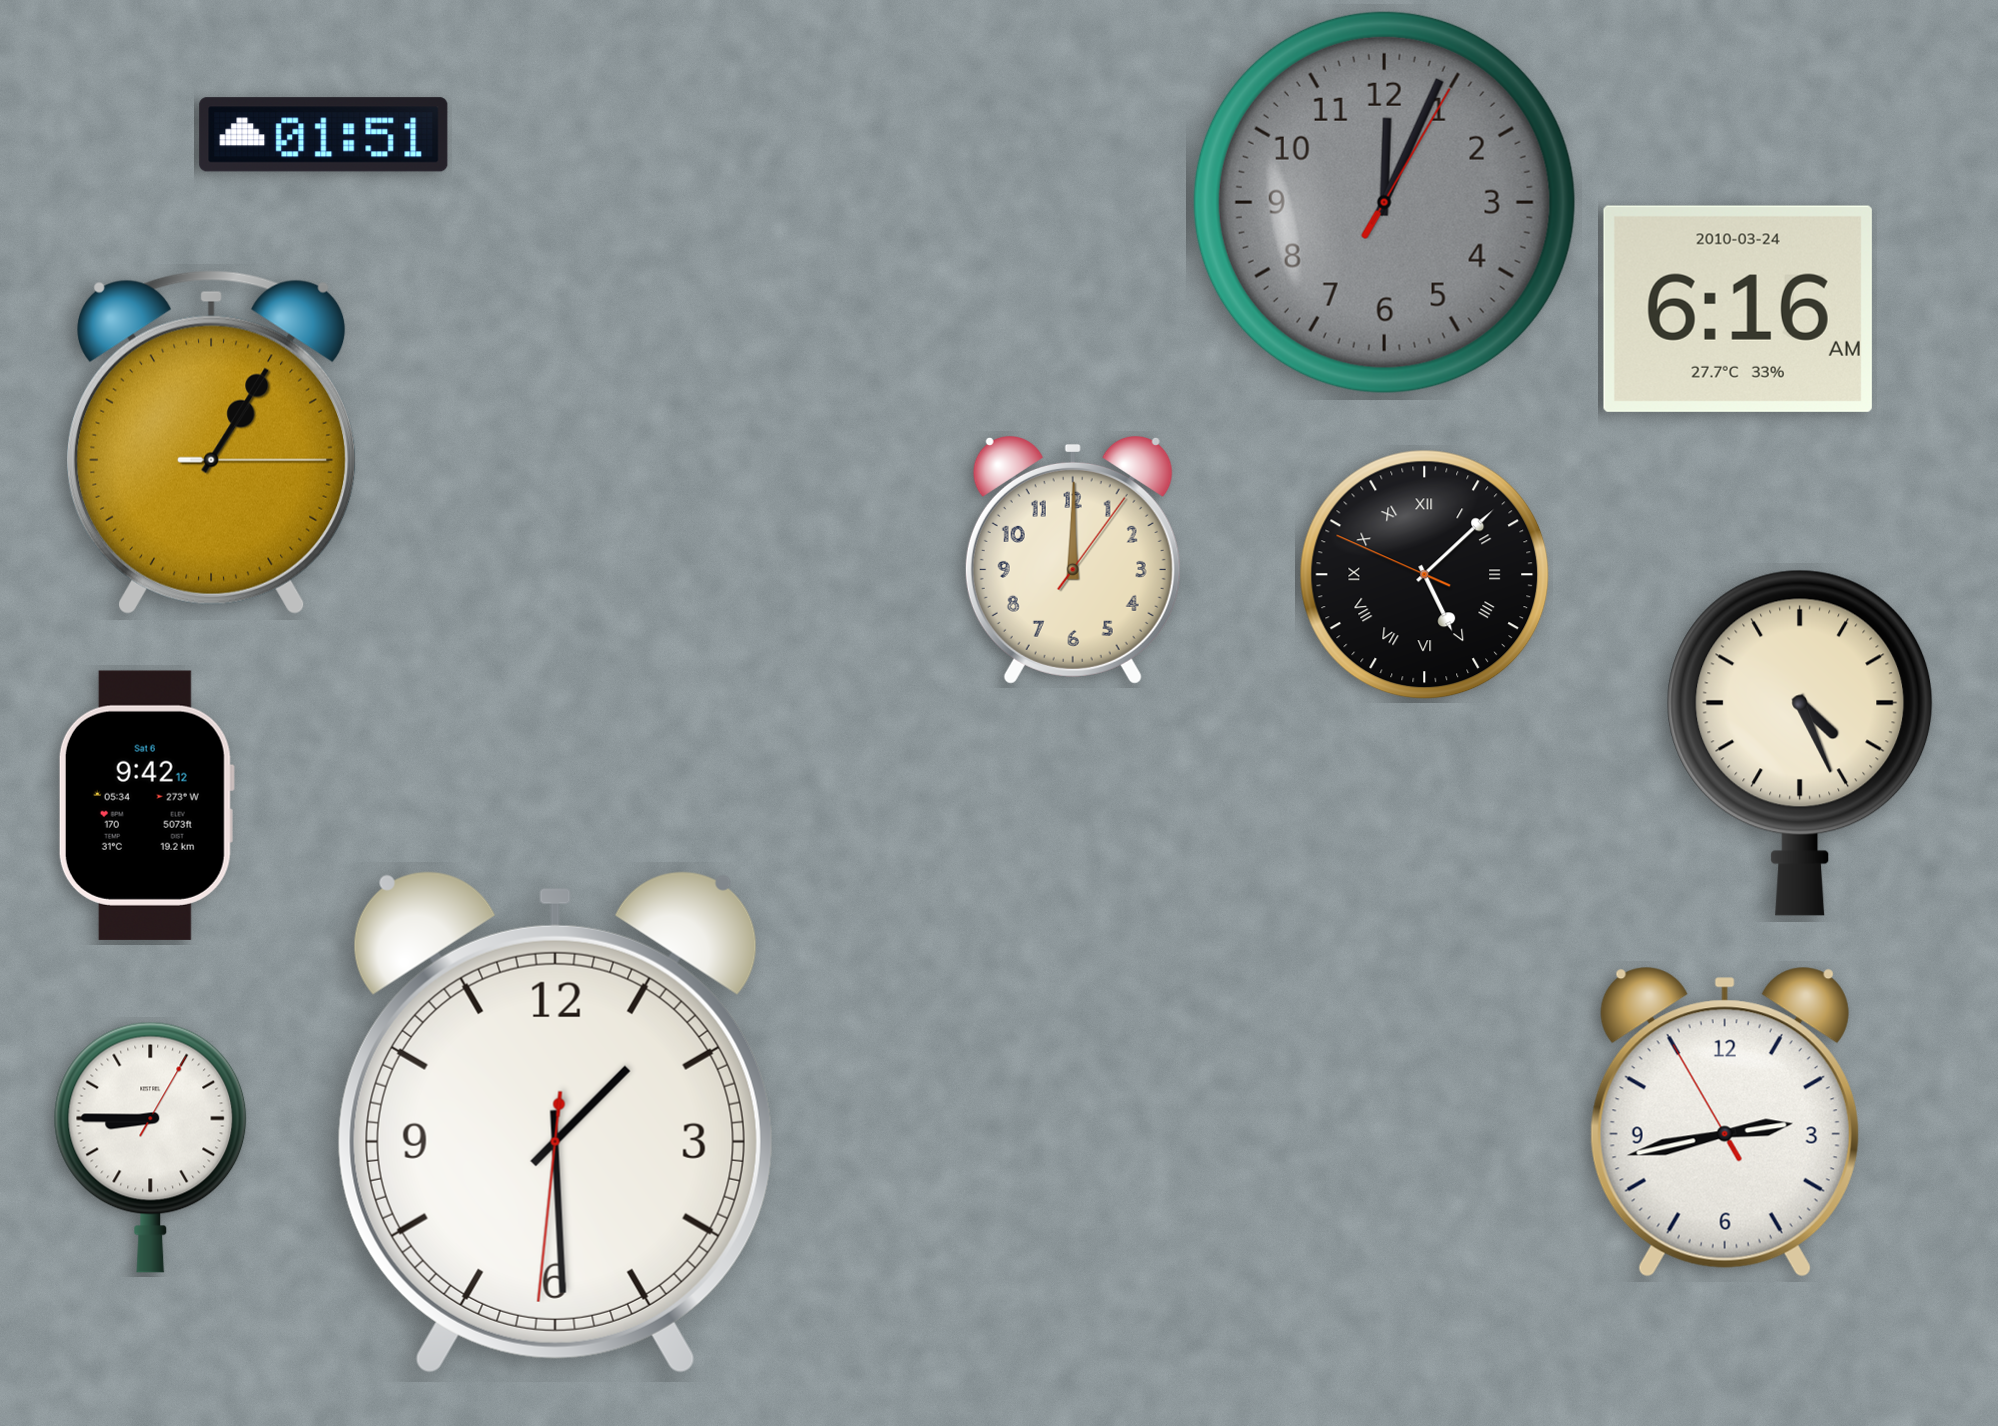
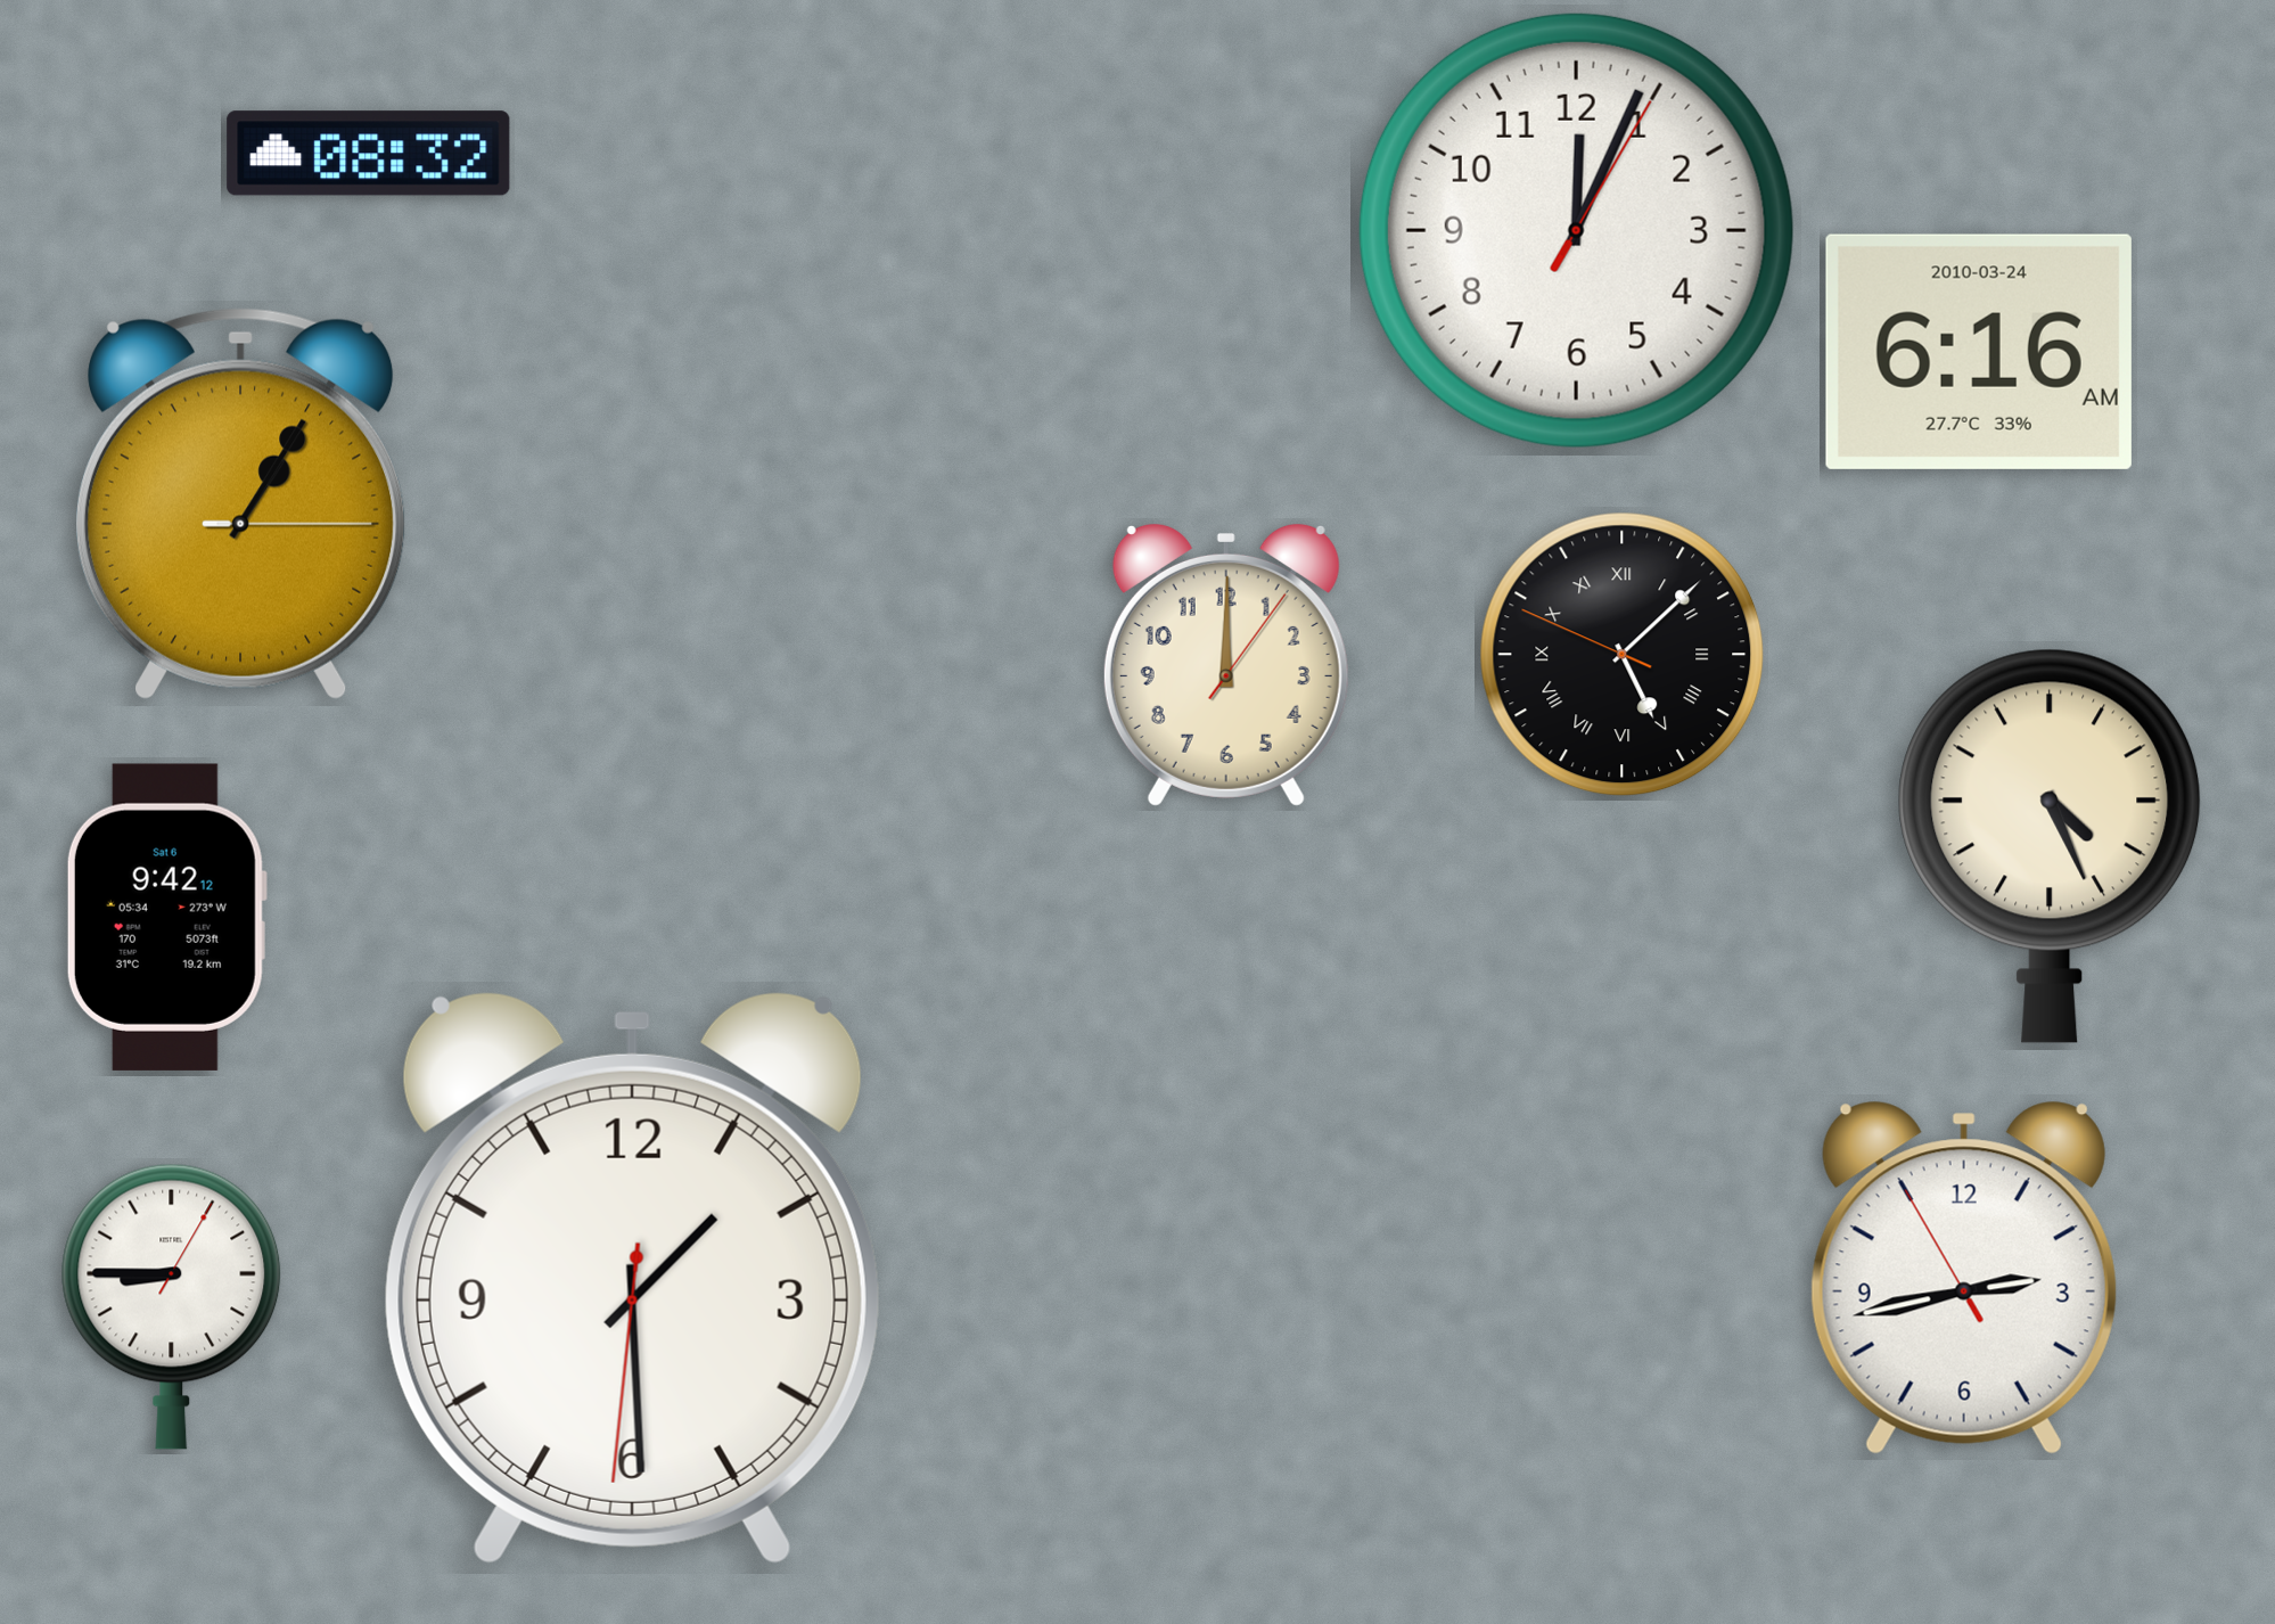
clock at (324, 135): 01:51 -> 08:32
clock at (1384, 202) dial: grey -> white
clock at (1073, 560) position: (1073, 560) -> (1226, 665)
